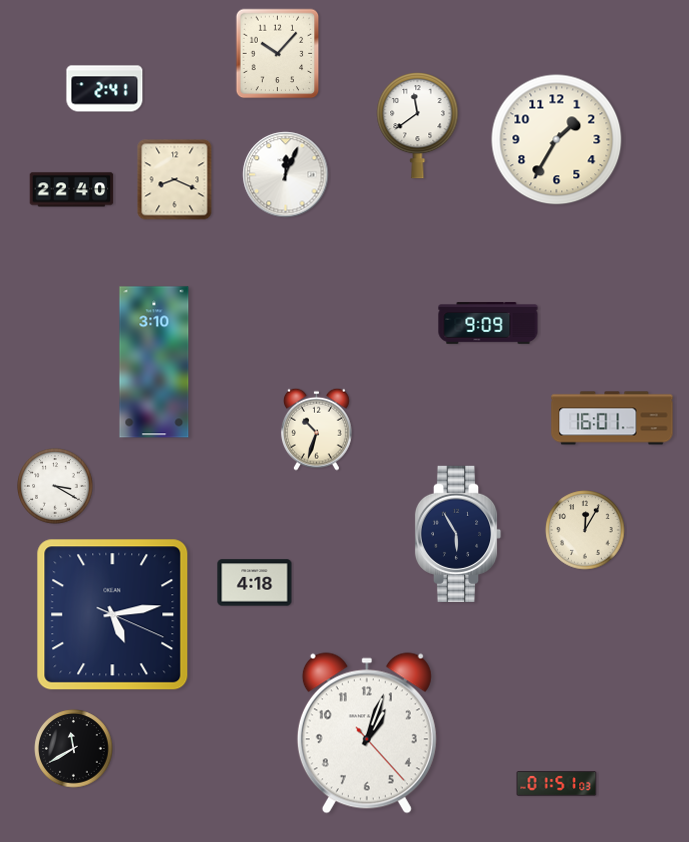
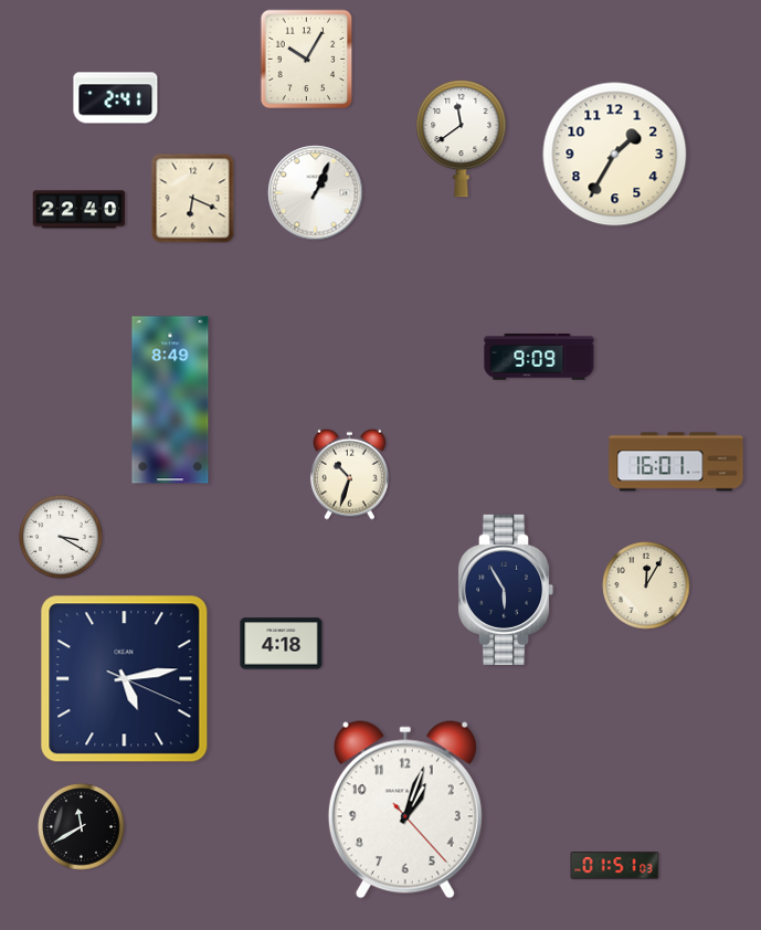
clock at (278, 54): 10:07 -> 10:05
clock at (286, 175): 12:04 -> 1:04
clock at (175, 180): 8:19 -> 6:19
clock at (154, 362): 3:10 -> 8:49
